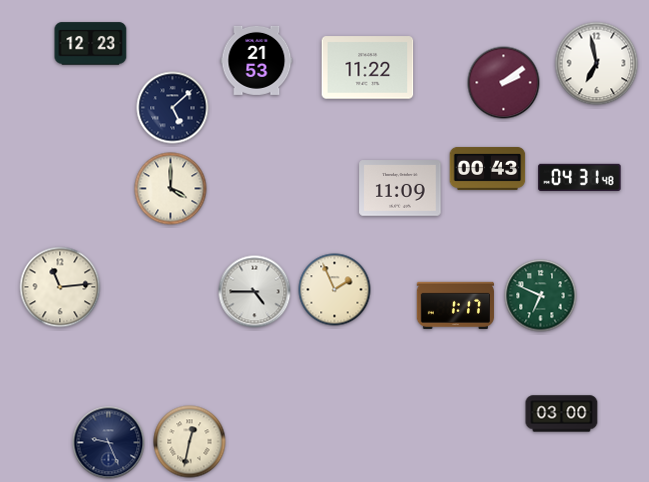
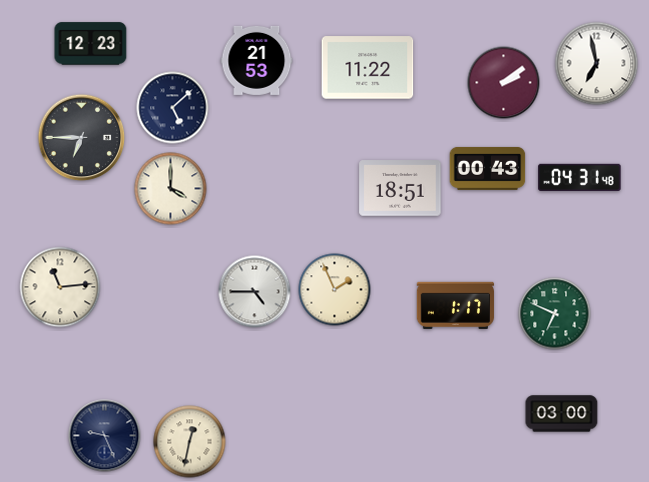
clock at (82, 138): none -> 6:45
clock at (400, 188): 11:09 -> 18:51
clock at (541, 296) position: (541, 296) -> (555, 314)
clock at (109, 443) position: (109, 443) -> (105, 436)
